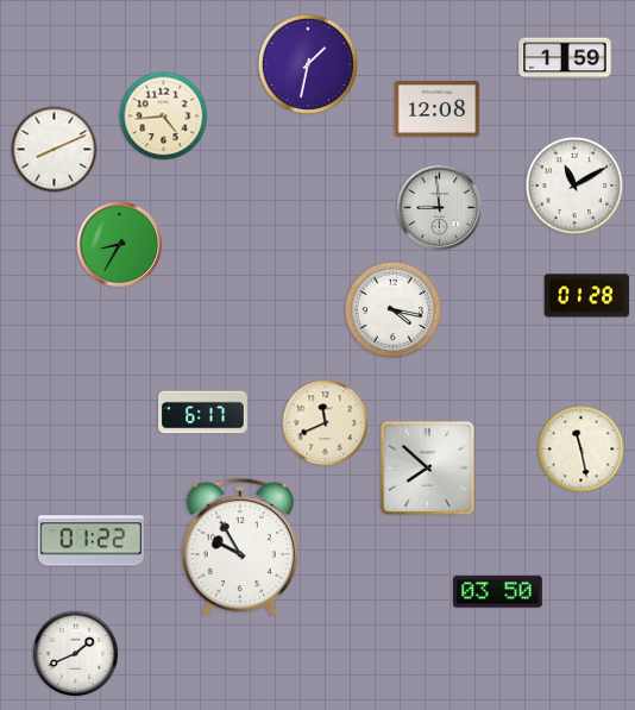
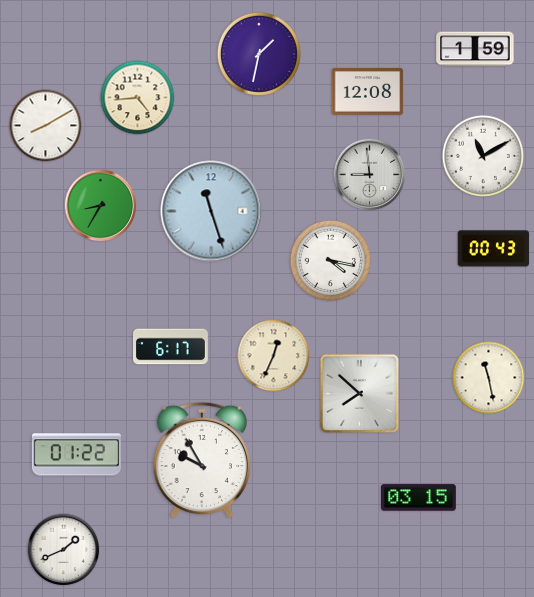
clock at (55, 150): 8:11 -> 8:10
clock at (211, 211): none -> 11:27
clock at (587, 296): 01:28 -> 00:43
clock at (326, 423): 11:41 -> 12:34
clock at (498, 592): 03:50 -> 03:15
